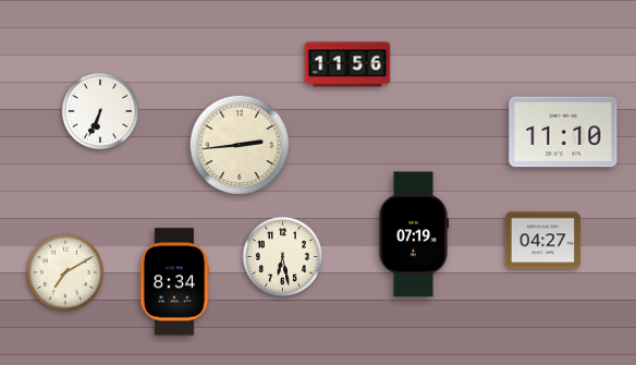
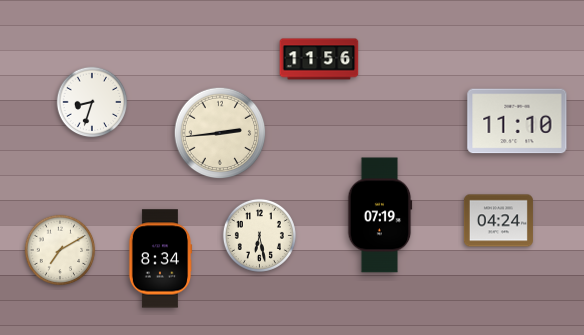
clock at (100, 111): 6:34 -> 8:33
clock at (542, 241): 04:27 -> 04:24
